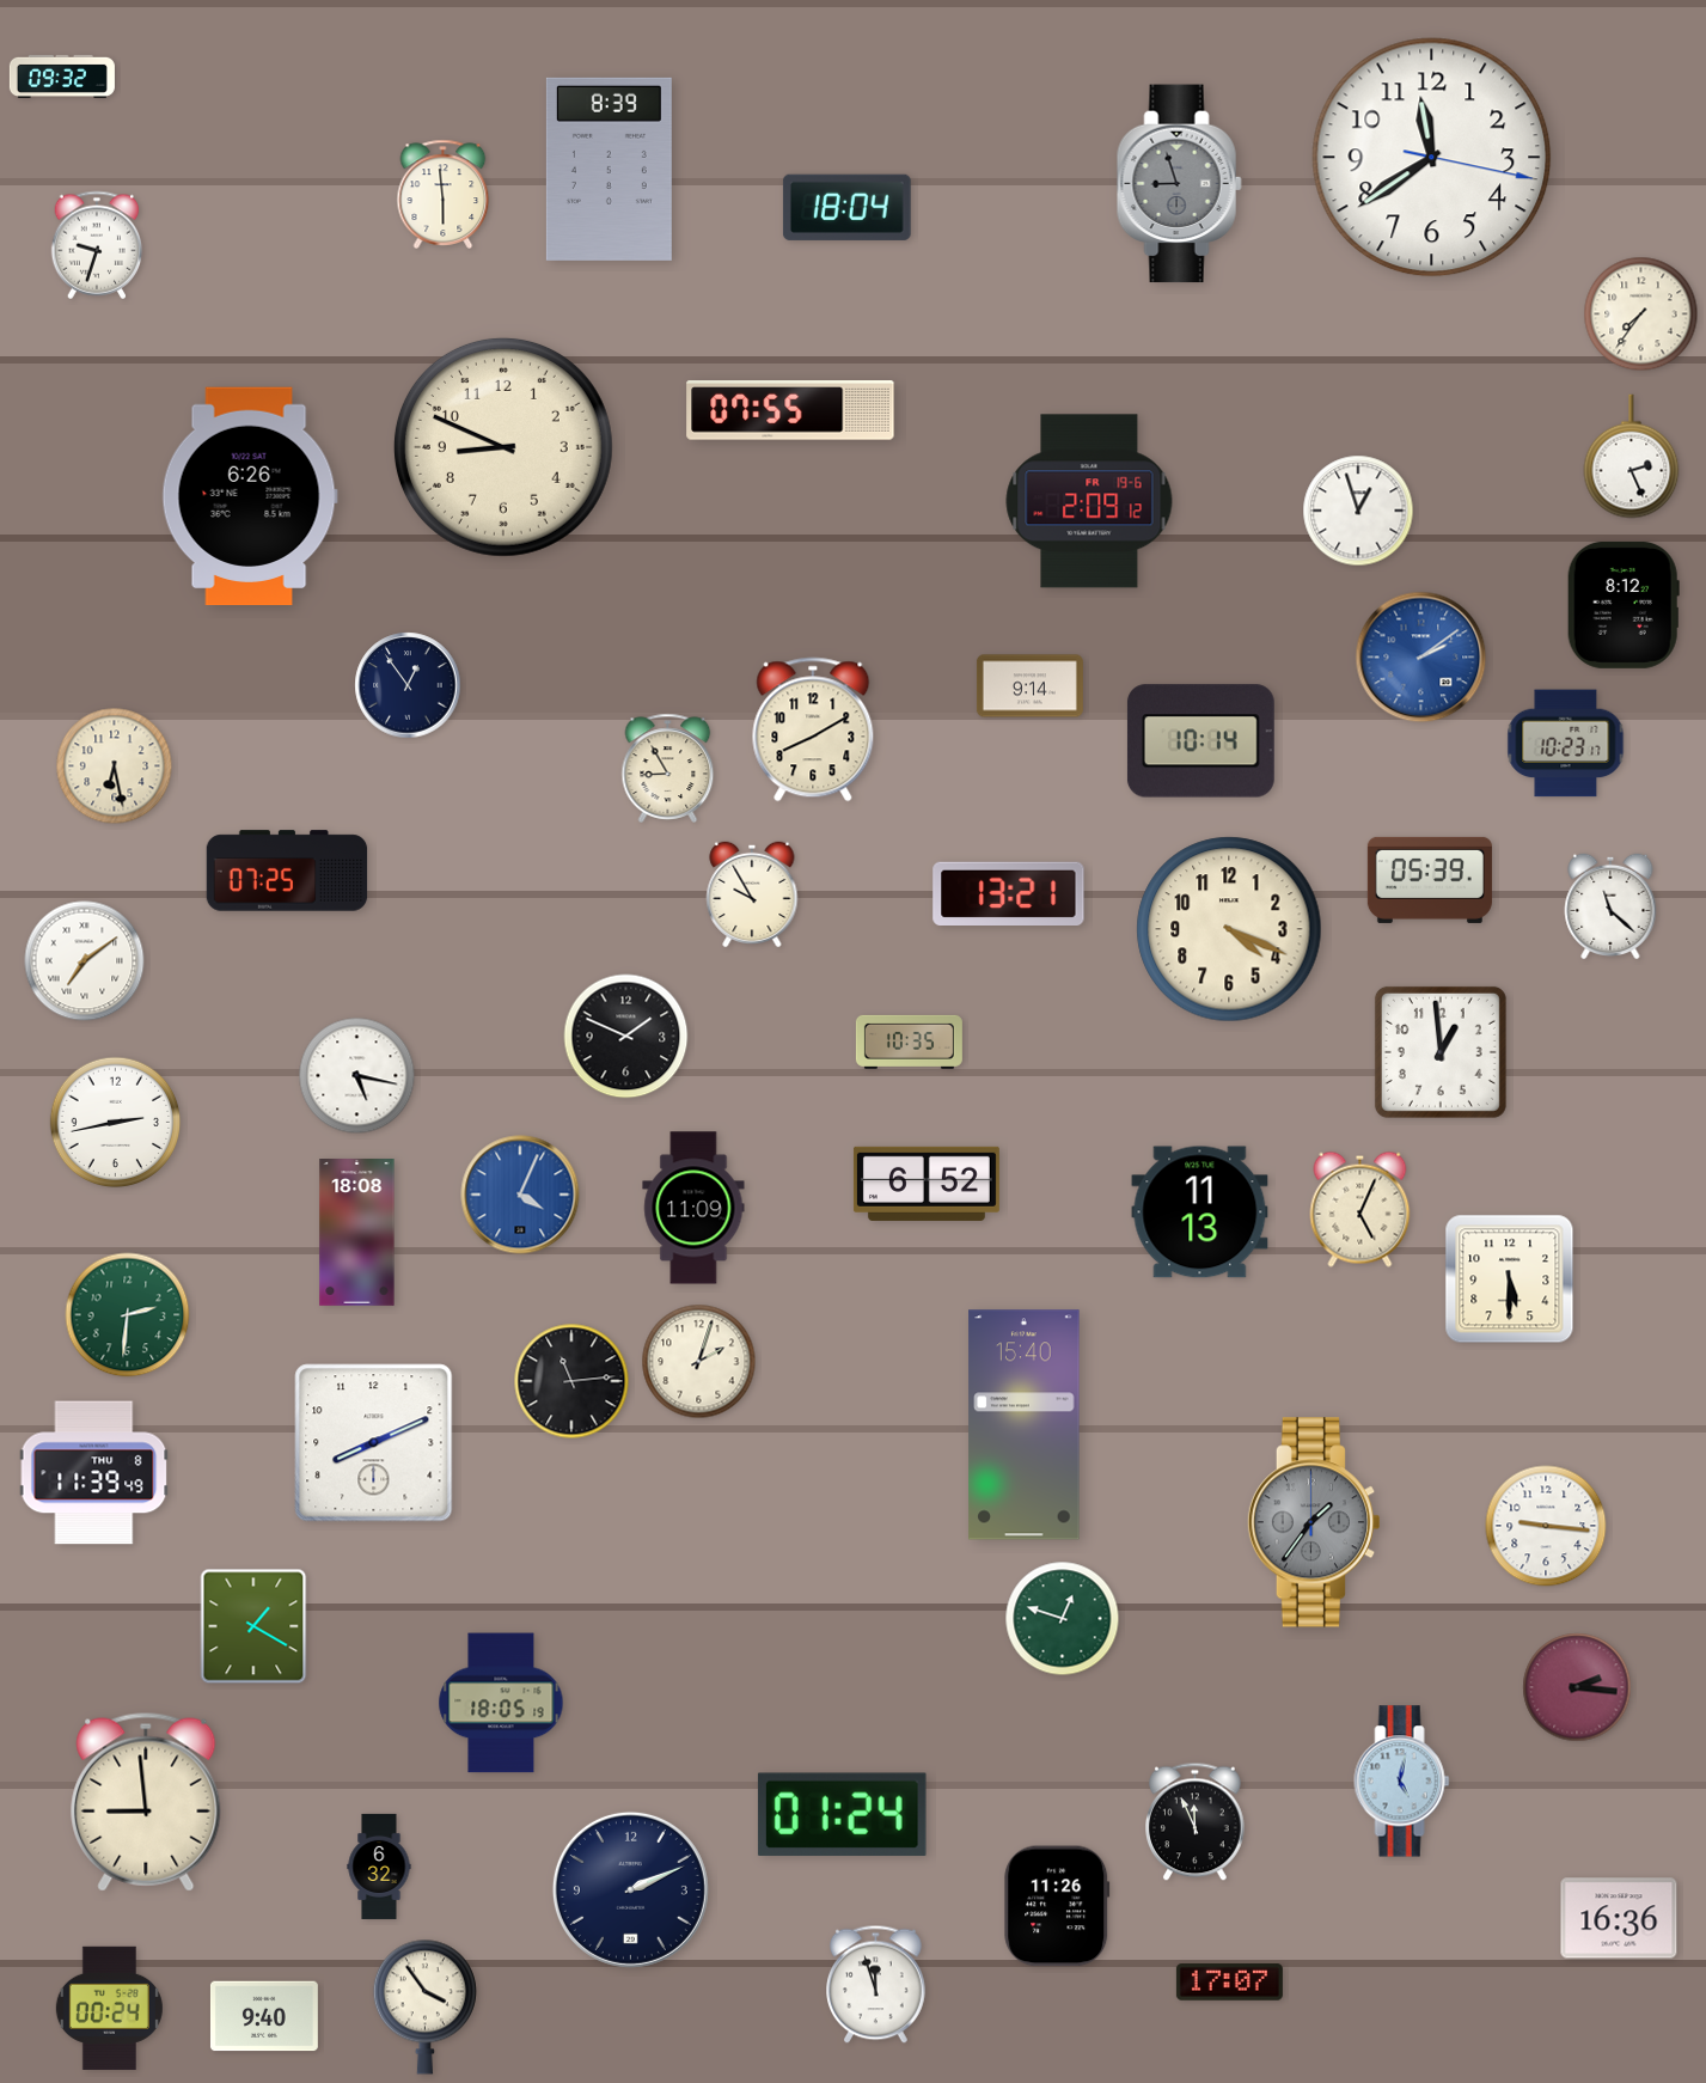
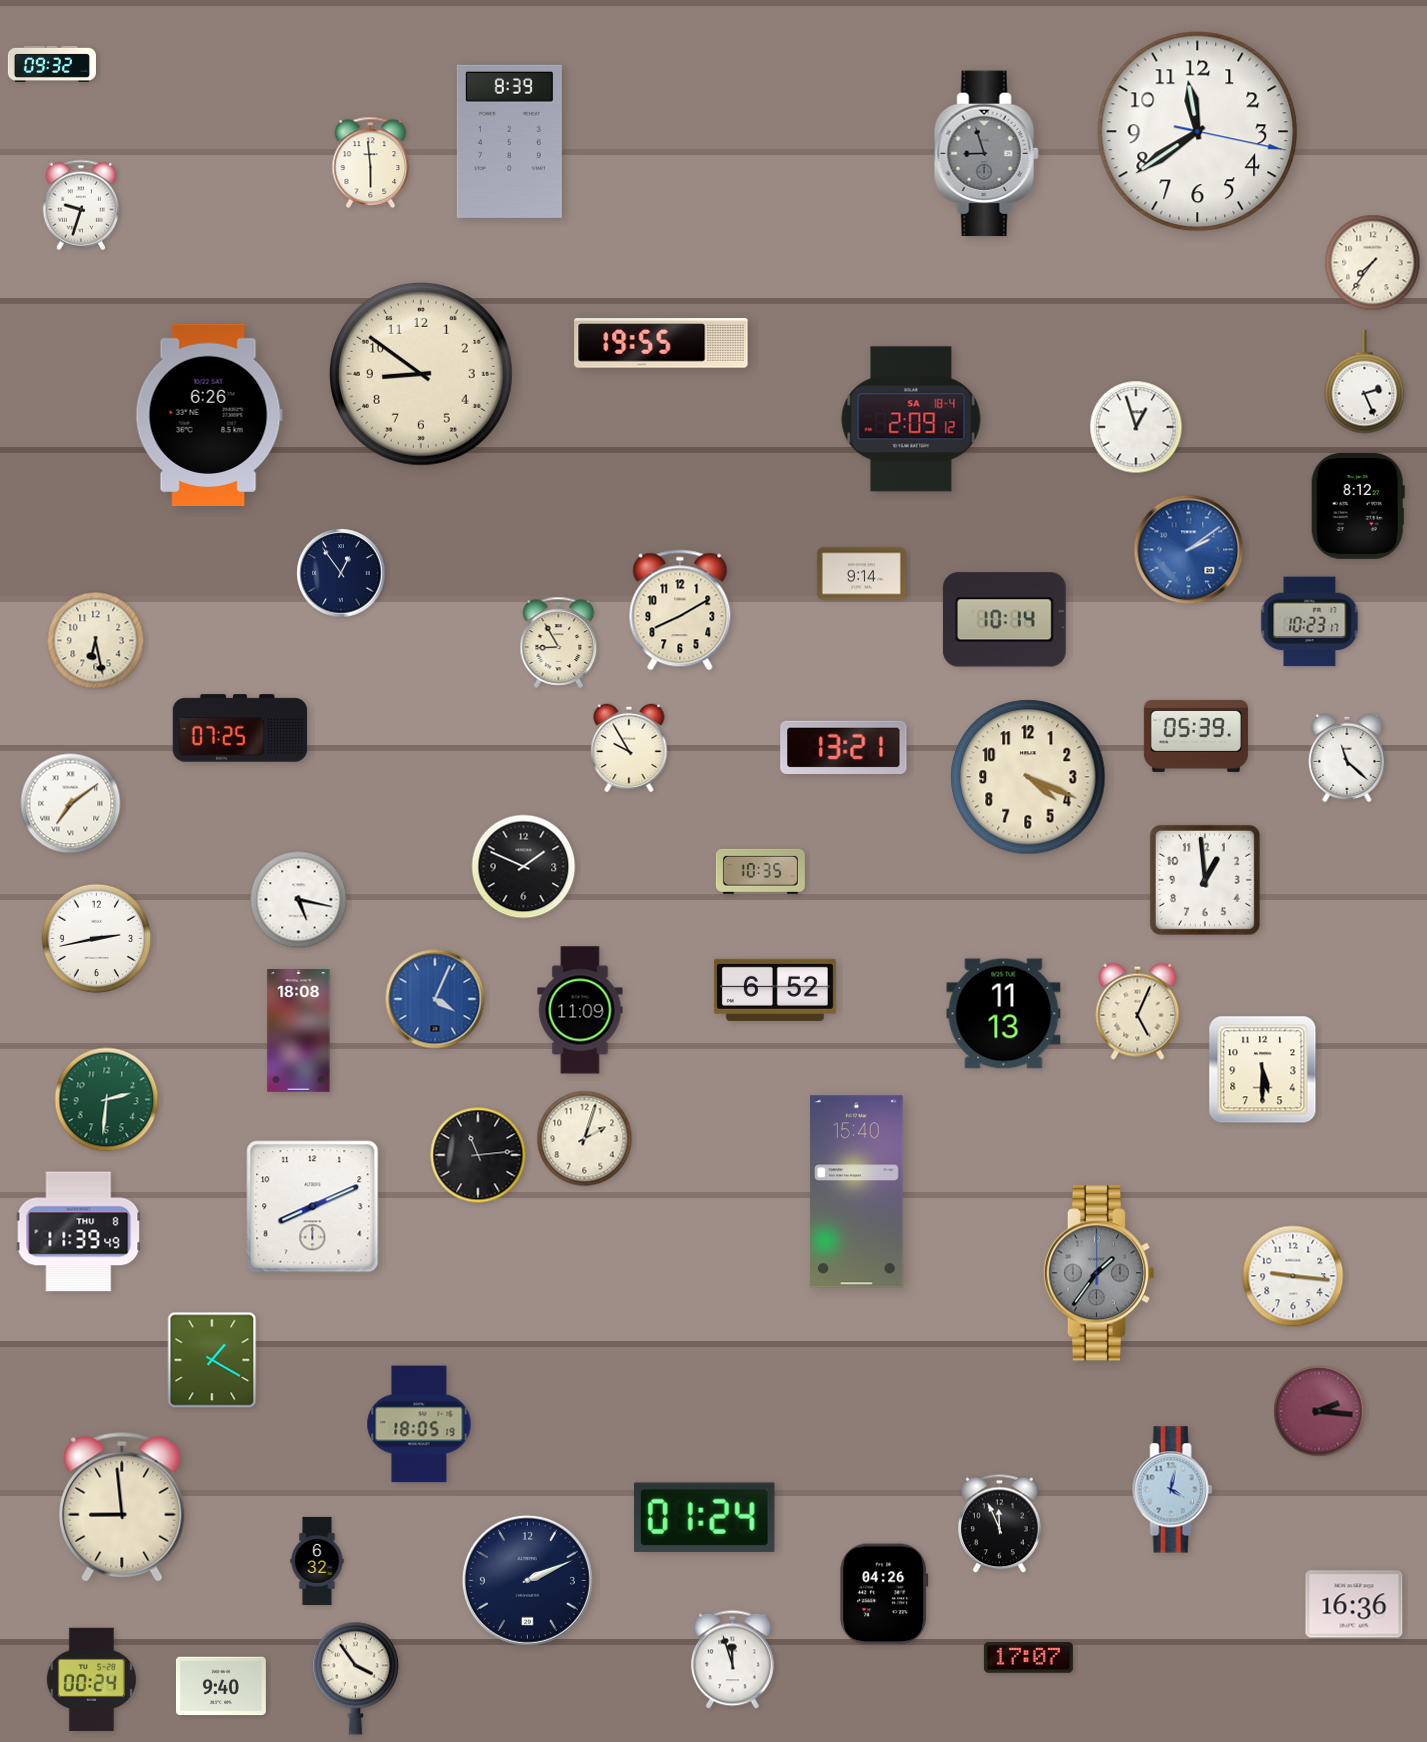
clock at (846, 207): 18:04 -> none
clock at (790, 410): 07:55 -> 19:55
clock at (503, 447): 8:49 -> 8:51
clock at (1089, 501) date: FR 19-6 -> SA 18-4
clock at (1063, 1619): 12:48 -> none
clock at (1402, 1782): 5:02 -> 4:02
clock at (1057, 1906): 11:26 -> 04:26
